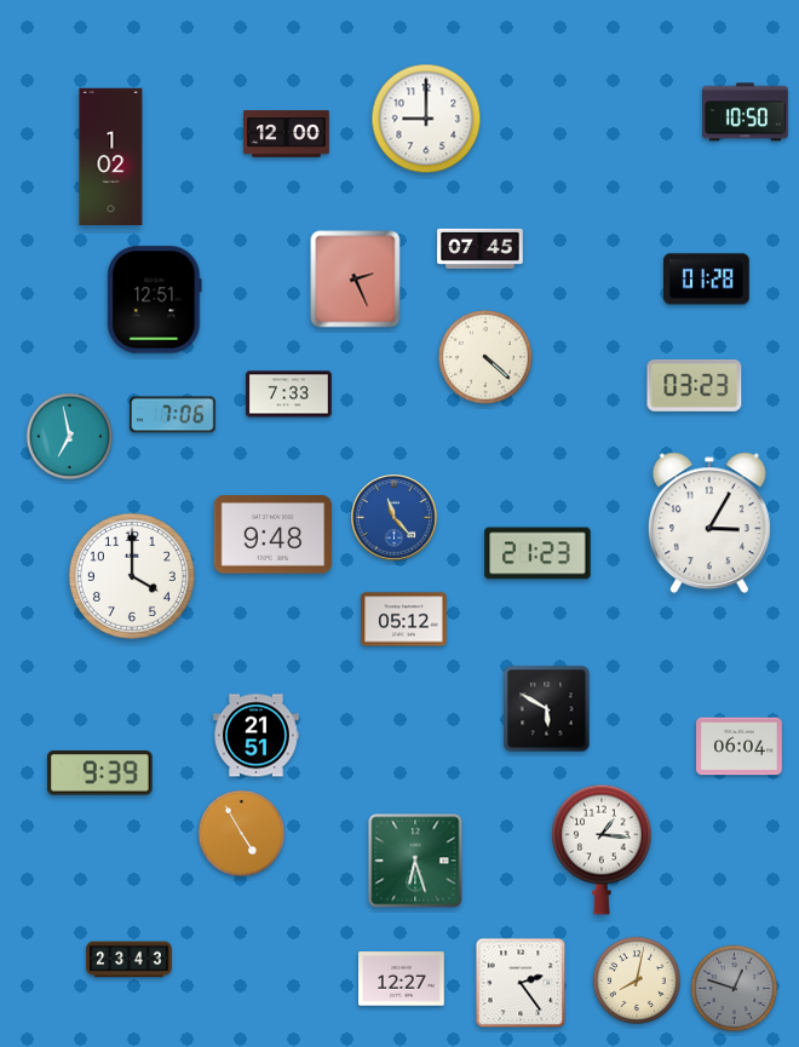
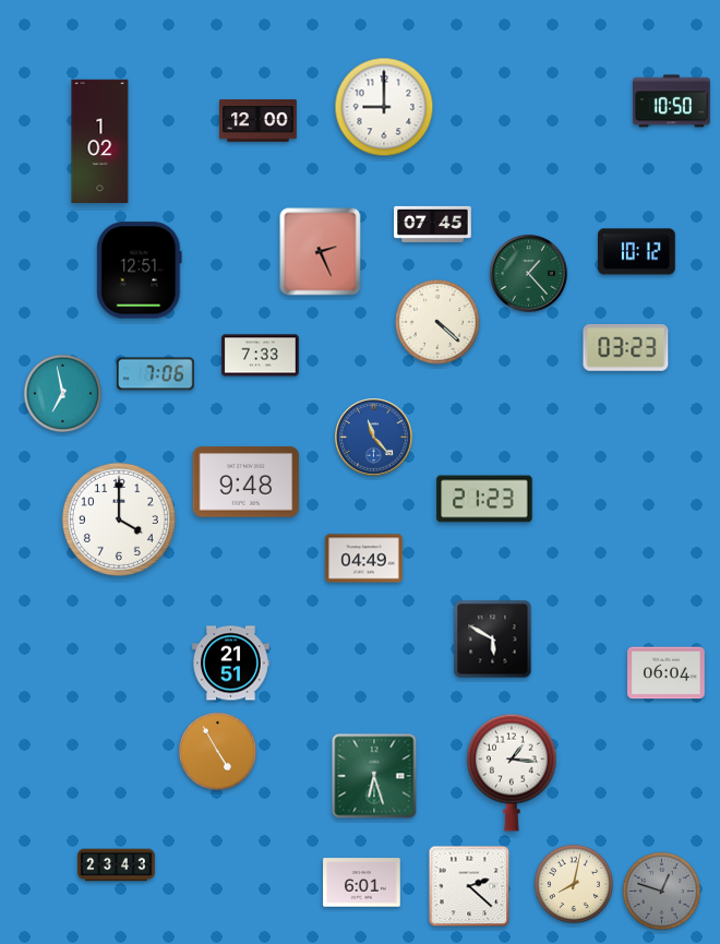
clock at (707, 280): 01:28 -> 10:12
clock at (529, 274): none -> 1:23
clock at (395, 518) position: (395, 518) -> (374, 438)
clock at (709, 523): 3:05 -> none
clock at (404, 620): 05:12 -> 04:49
clock at (100, 773): 9:39 -> none
clock at (603, 850) position: (603, 850) -> (513, 773)
clock at (402, 979): 12:27 -> 6:01
clock at (521, 983): 2:24 -> 2:22
